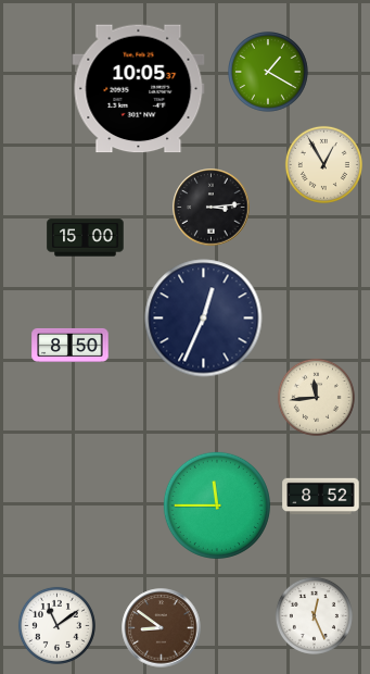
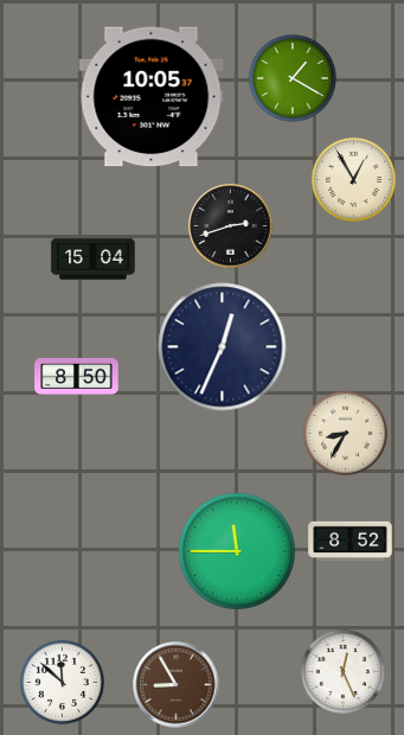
clock at (212, 208): 3:14 -> 2:42
clock at (86, 238): 15:00 -> 15:04
clock at (316, 397): 11:44 -> 8:35
clock at (56, 625): 11:09 -> 11:52
clock at (162, 628): 8:51 -> 8:55
